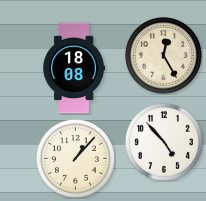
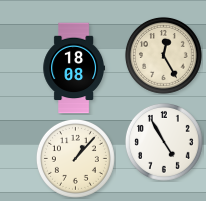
clock at (164, 142): 4:53 -> 4:55
